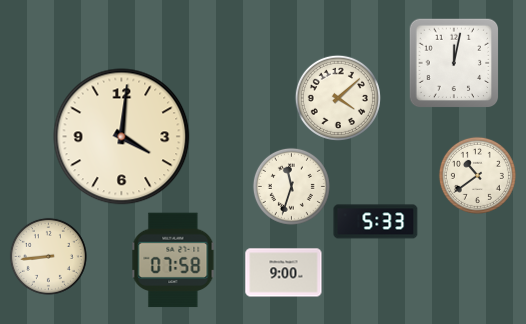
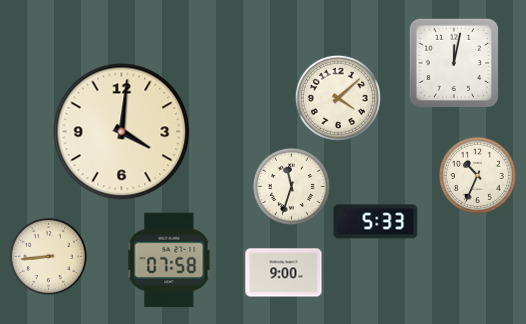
clock at (122, 137) position: (122, 137) -> (122, 132)
clock at (477, 175): 10:39 -> 10:34
clock at (173, 260) position: (173, 260) -> (169, 260)
